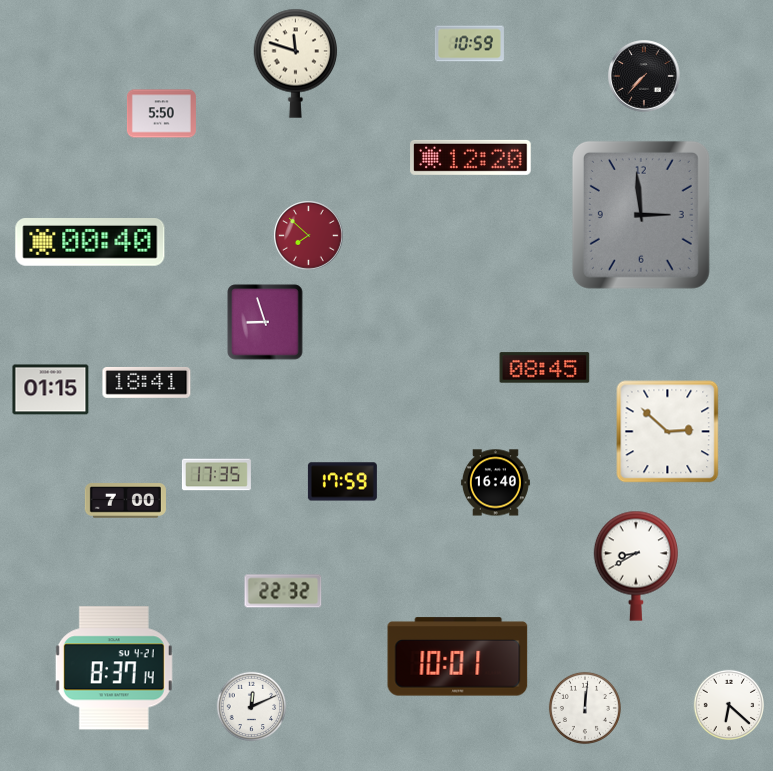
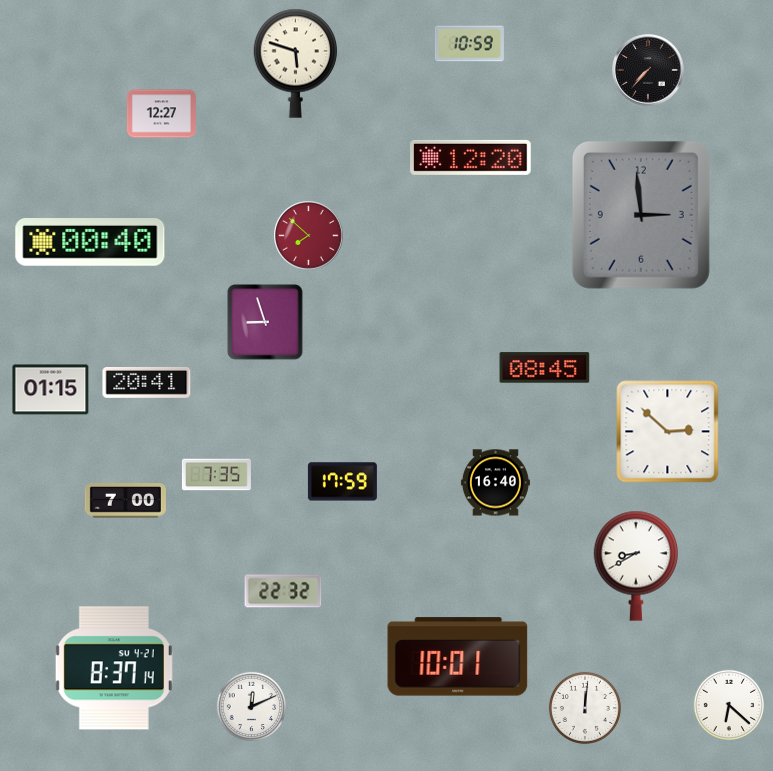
clock at (296, 63): 11:48 -> 5:48
clock at (644, 76) position: (644, 76) -> (648, 70)
clock at (161, 114): 5:50 -> 12:27
clock at (147, 382): 18:41 -> 20:41
clock at (216, 475): 17:35 -> 7:35
